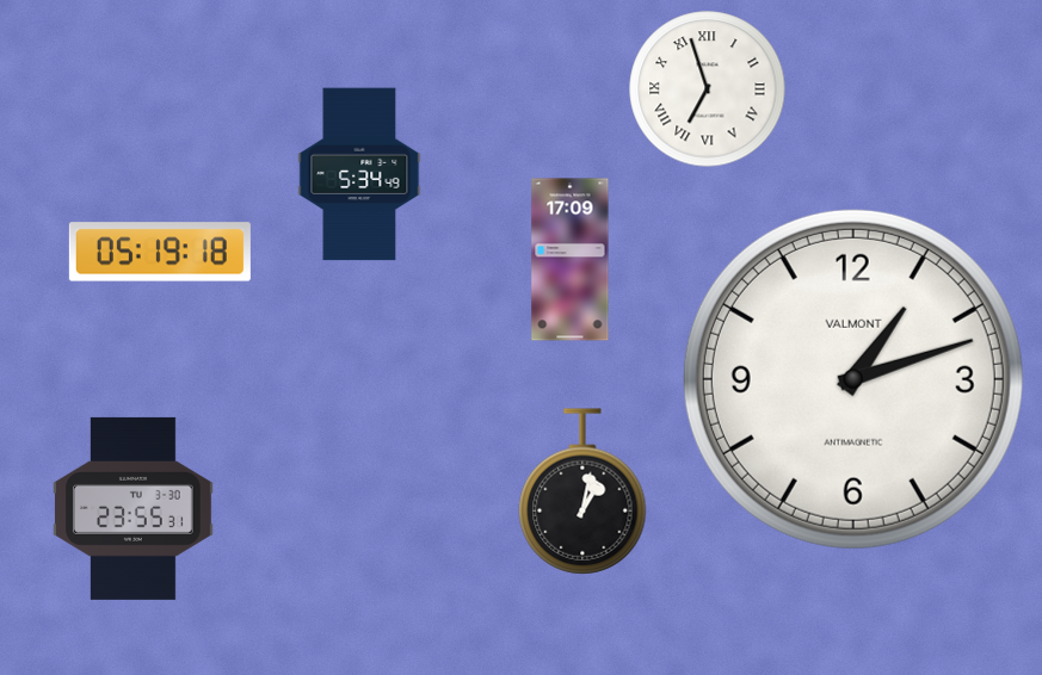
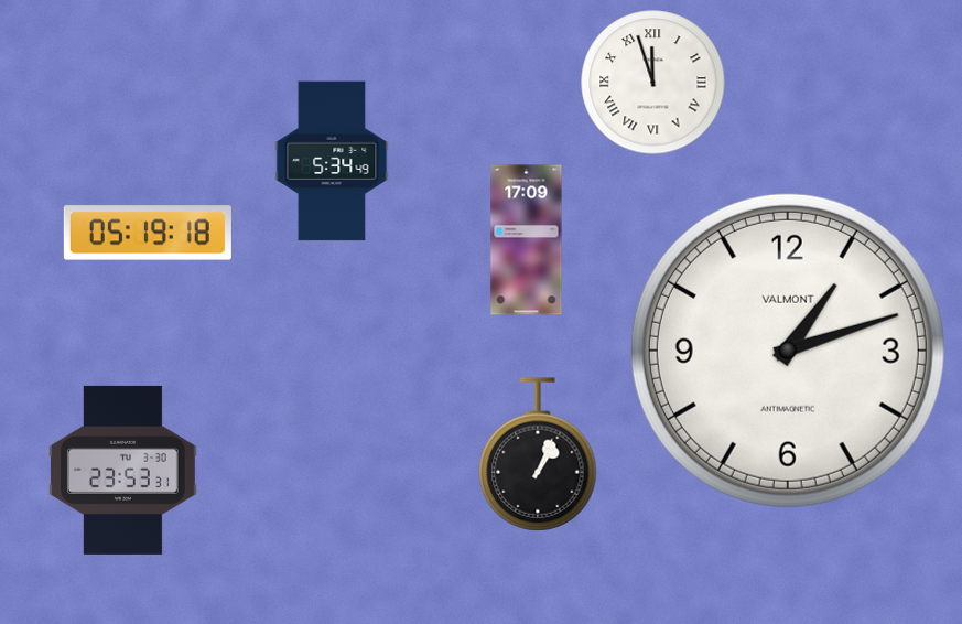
clock at (708, 89): 6:57 -> 11:57
clock at (582, 491): 1:02 -> 1:04
clock at (134, 508): 23:55 -> 23:53
